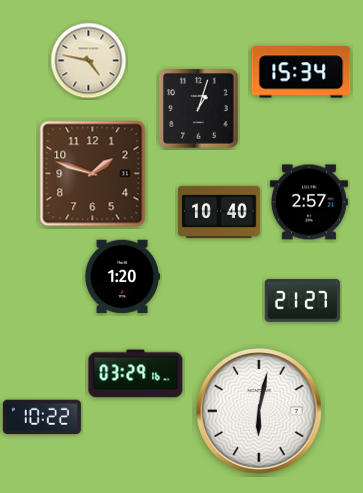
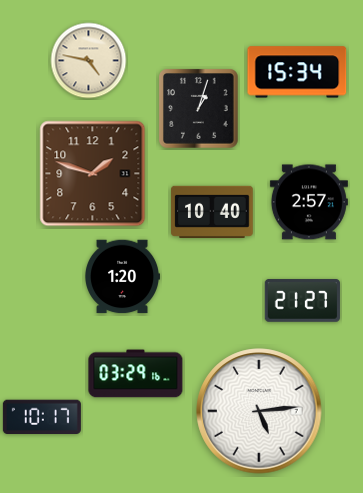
clock at (301, 72) position: (301, 72) -> (297, 72)
clock at (219, 211) position: (219, 211) -> (212, 211)
clock at (259, 411): 6:02 -> 5:14
clock at (42, 416): 10:22 -> 10:17
